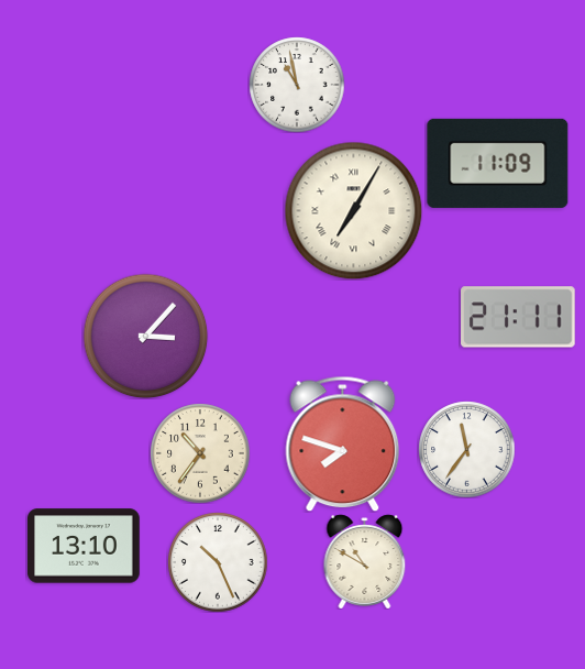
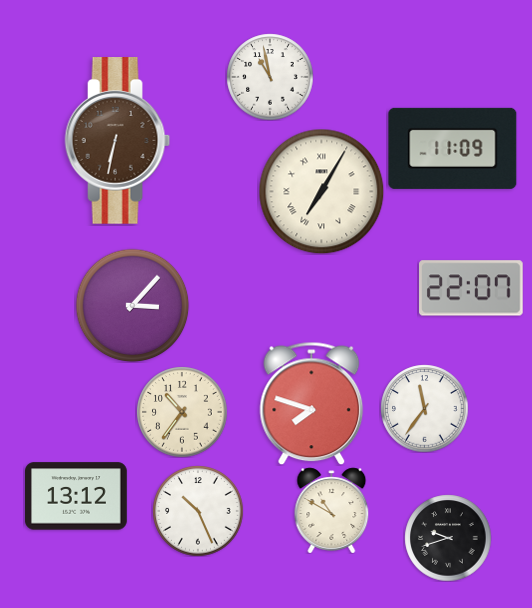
clock at (118, 141): none -> 6:32
clock at (518, 317): 21:11 -> 22:07
clock at (85, 546): 13:10 -> 13:12
clock at (448, 538): none -> 9:42
